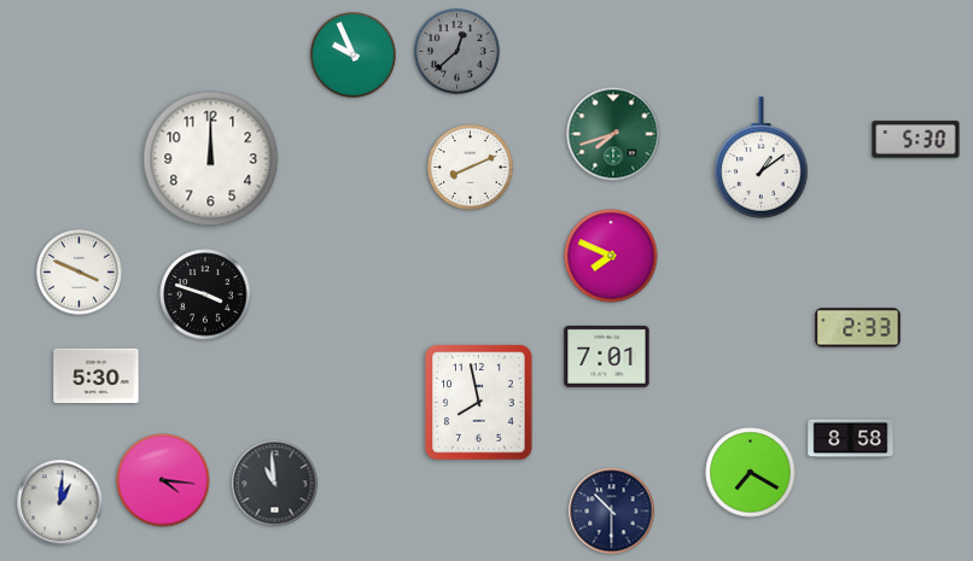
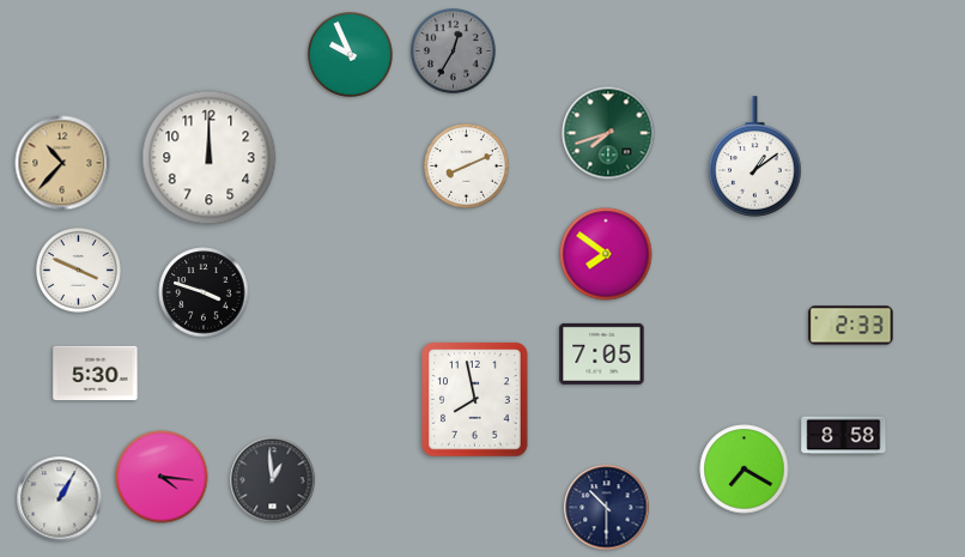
clock at (458, 52): 12:38 -> 12:35
clock at (916, 140): 5:30 -> none
clock at (62, 163): none -> 10:37
clock at (611, 256): 7:49 -> 7:51
clock at (607, 356): 7:01 -> 7:05
clock at (275, 484): 10:59 -> 12:59
clock at (60, 503): 1:01 -> 1:05
